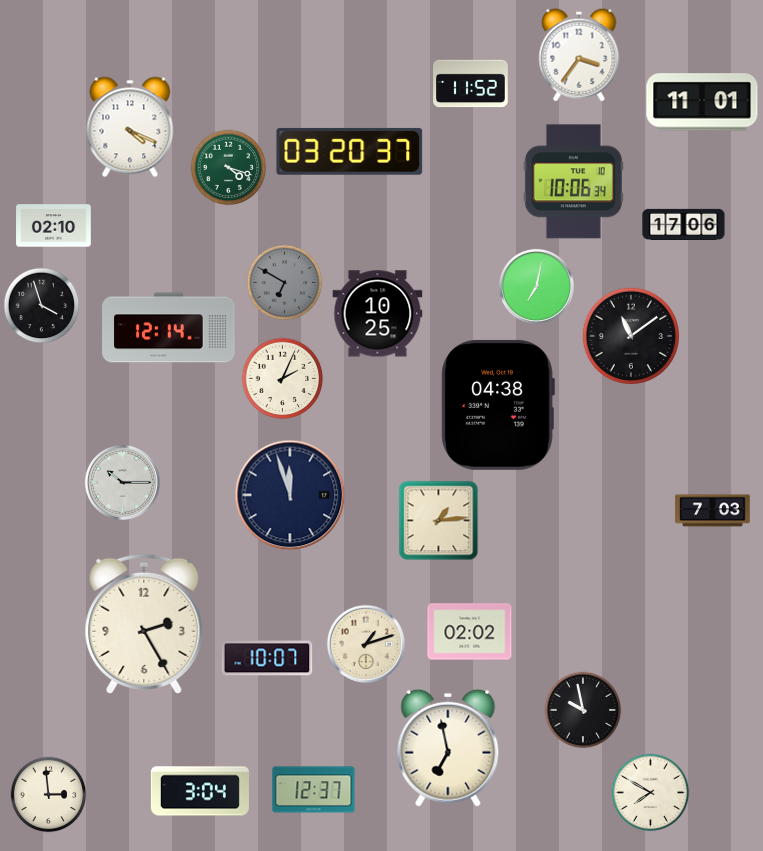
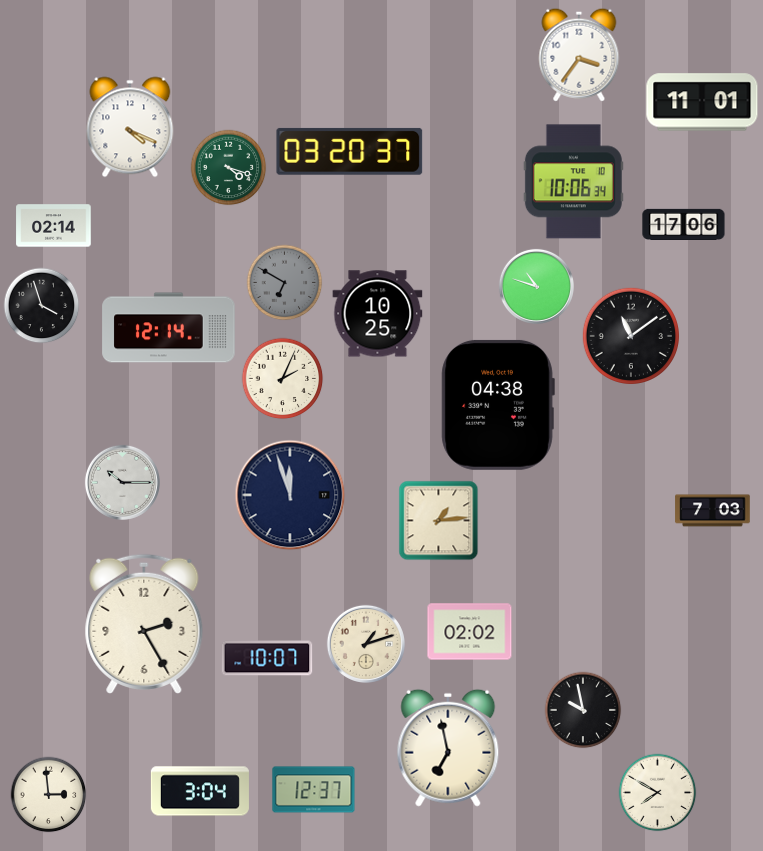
clock at (471, 84): 11:52 -> none
clock at (54, 226): 02:10 -> 02:14
clock at (536, 286): 7:02 -> 10:48
clock at (651, 793) position: (651, 793) -> (658, 793)
